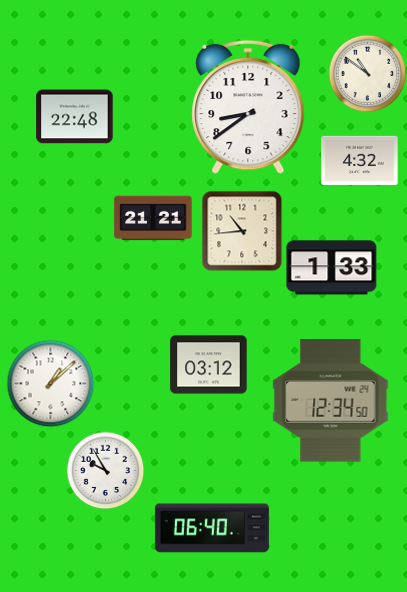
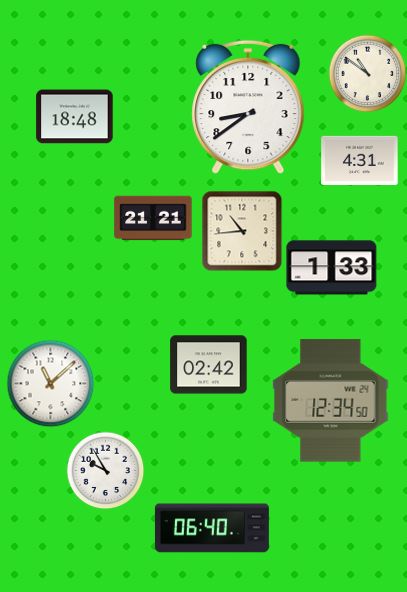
clock at (75, 117): 22:48 -> 18:48
clock at (360, 160): 4:32 -> 4:31
clock at (209, 365): 03:12 -> 02:42
clock at (50, 383): 1:08 -> 11:08
